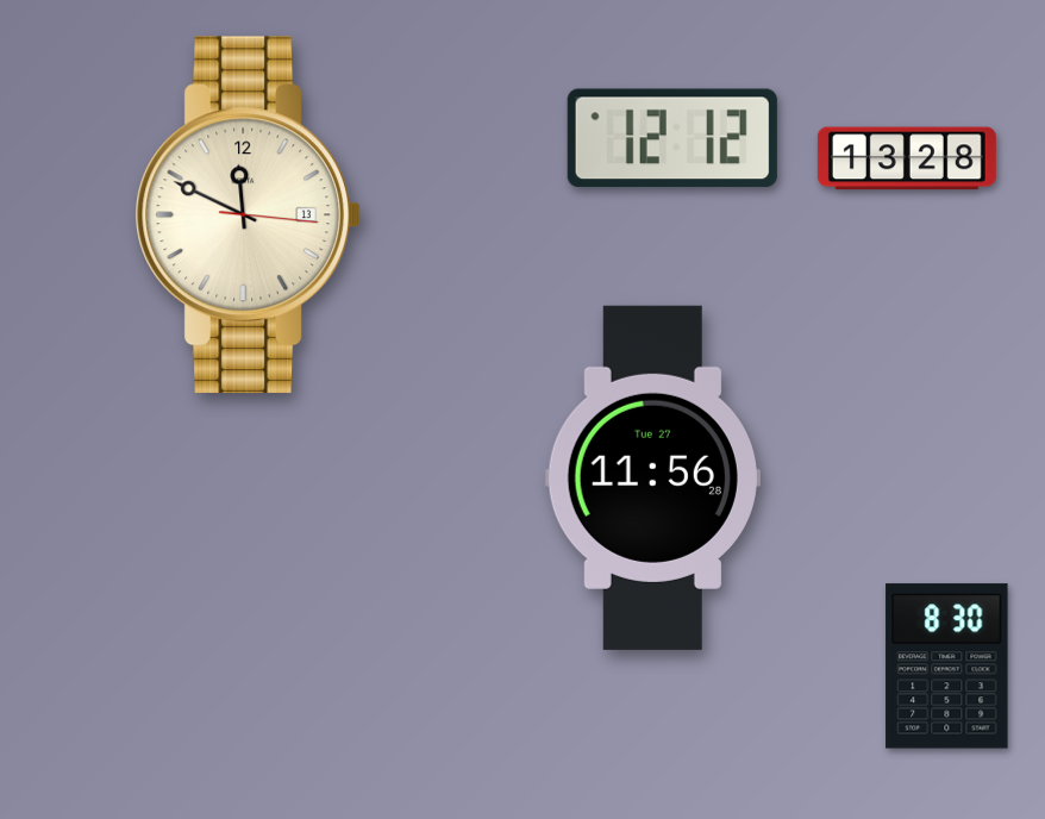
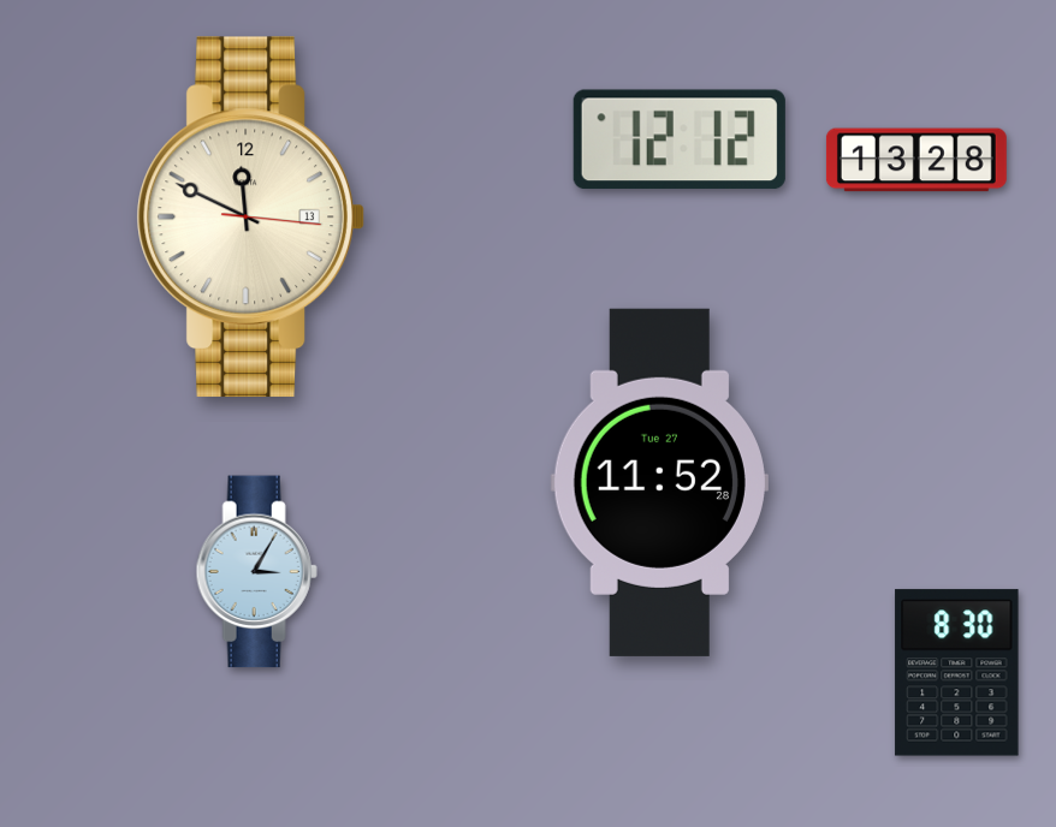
clock at (652, 477): 11:56 -> 11:52
clock at (256, 572): none -> 3:05
